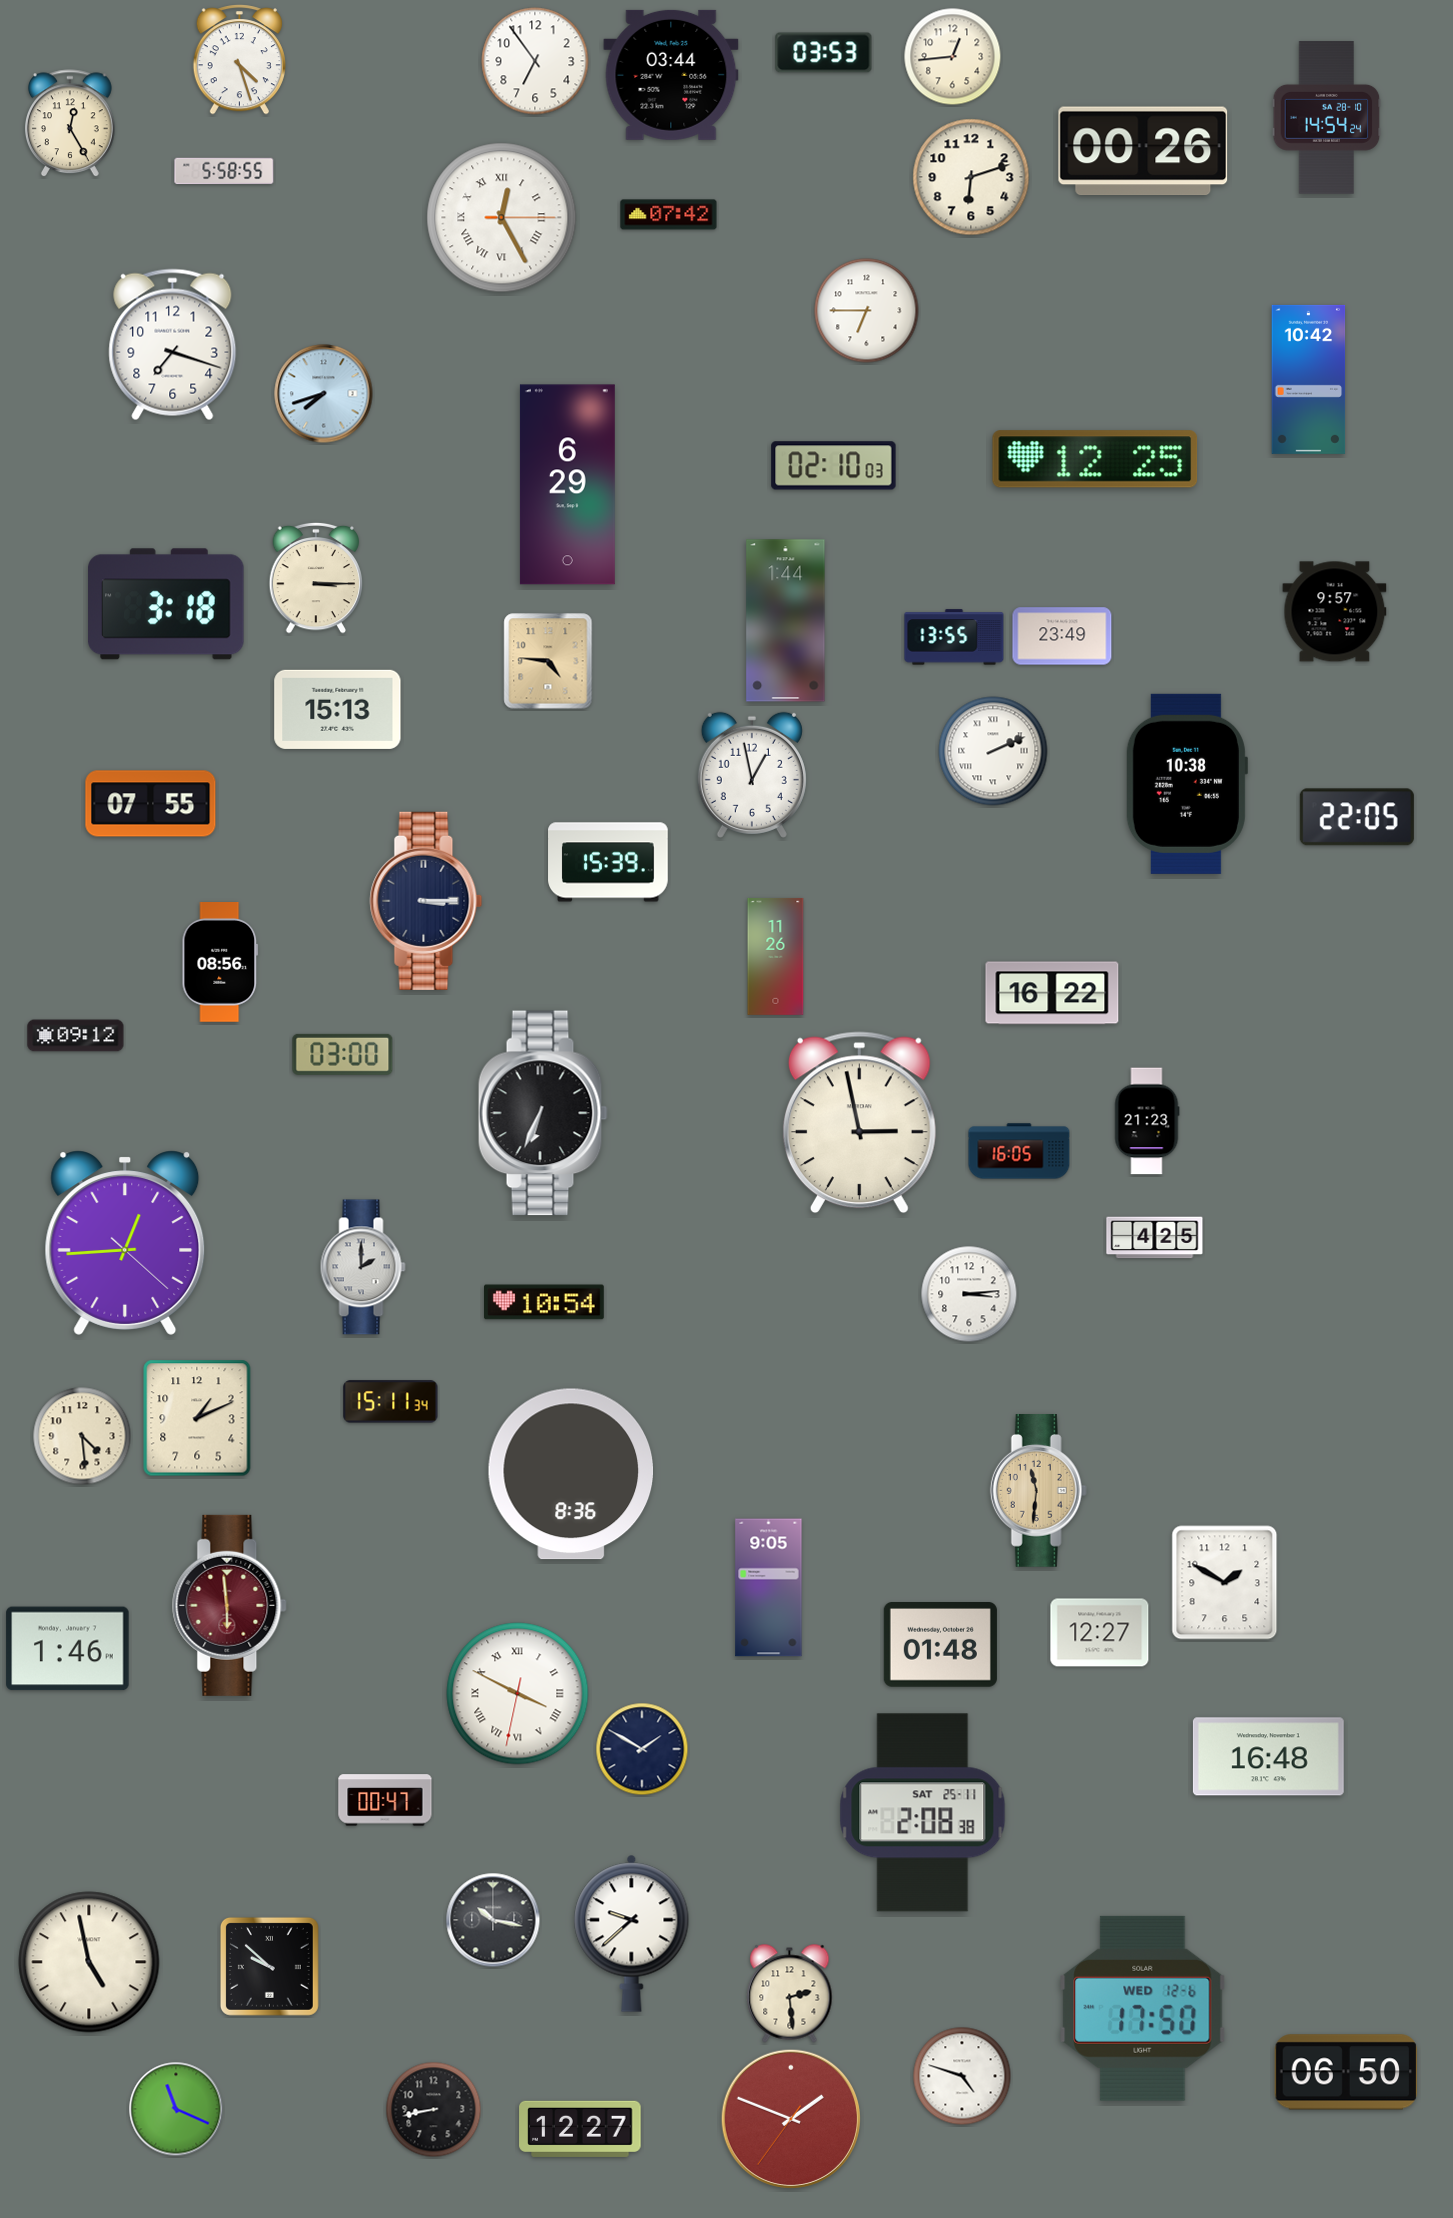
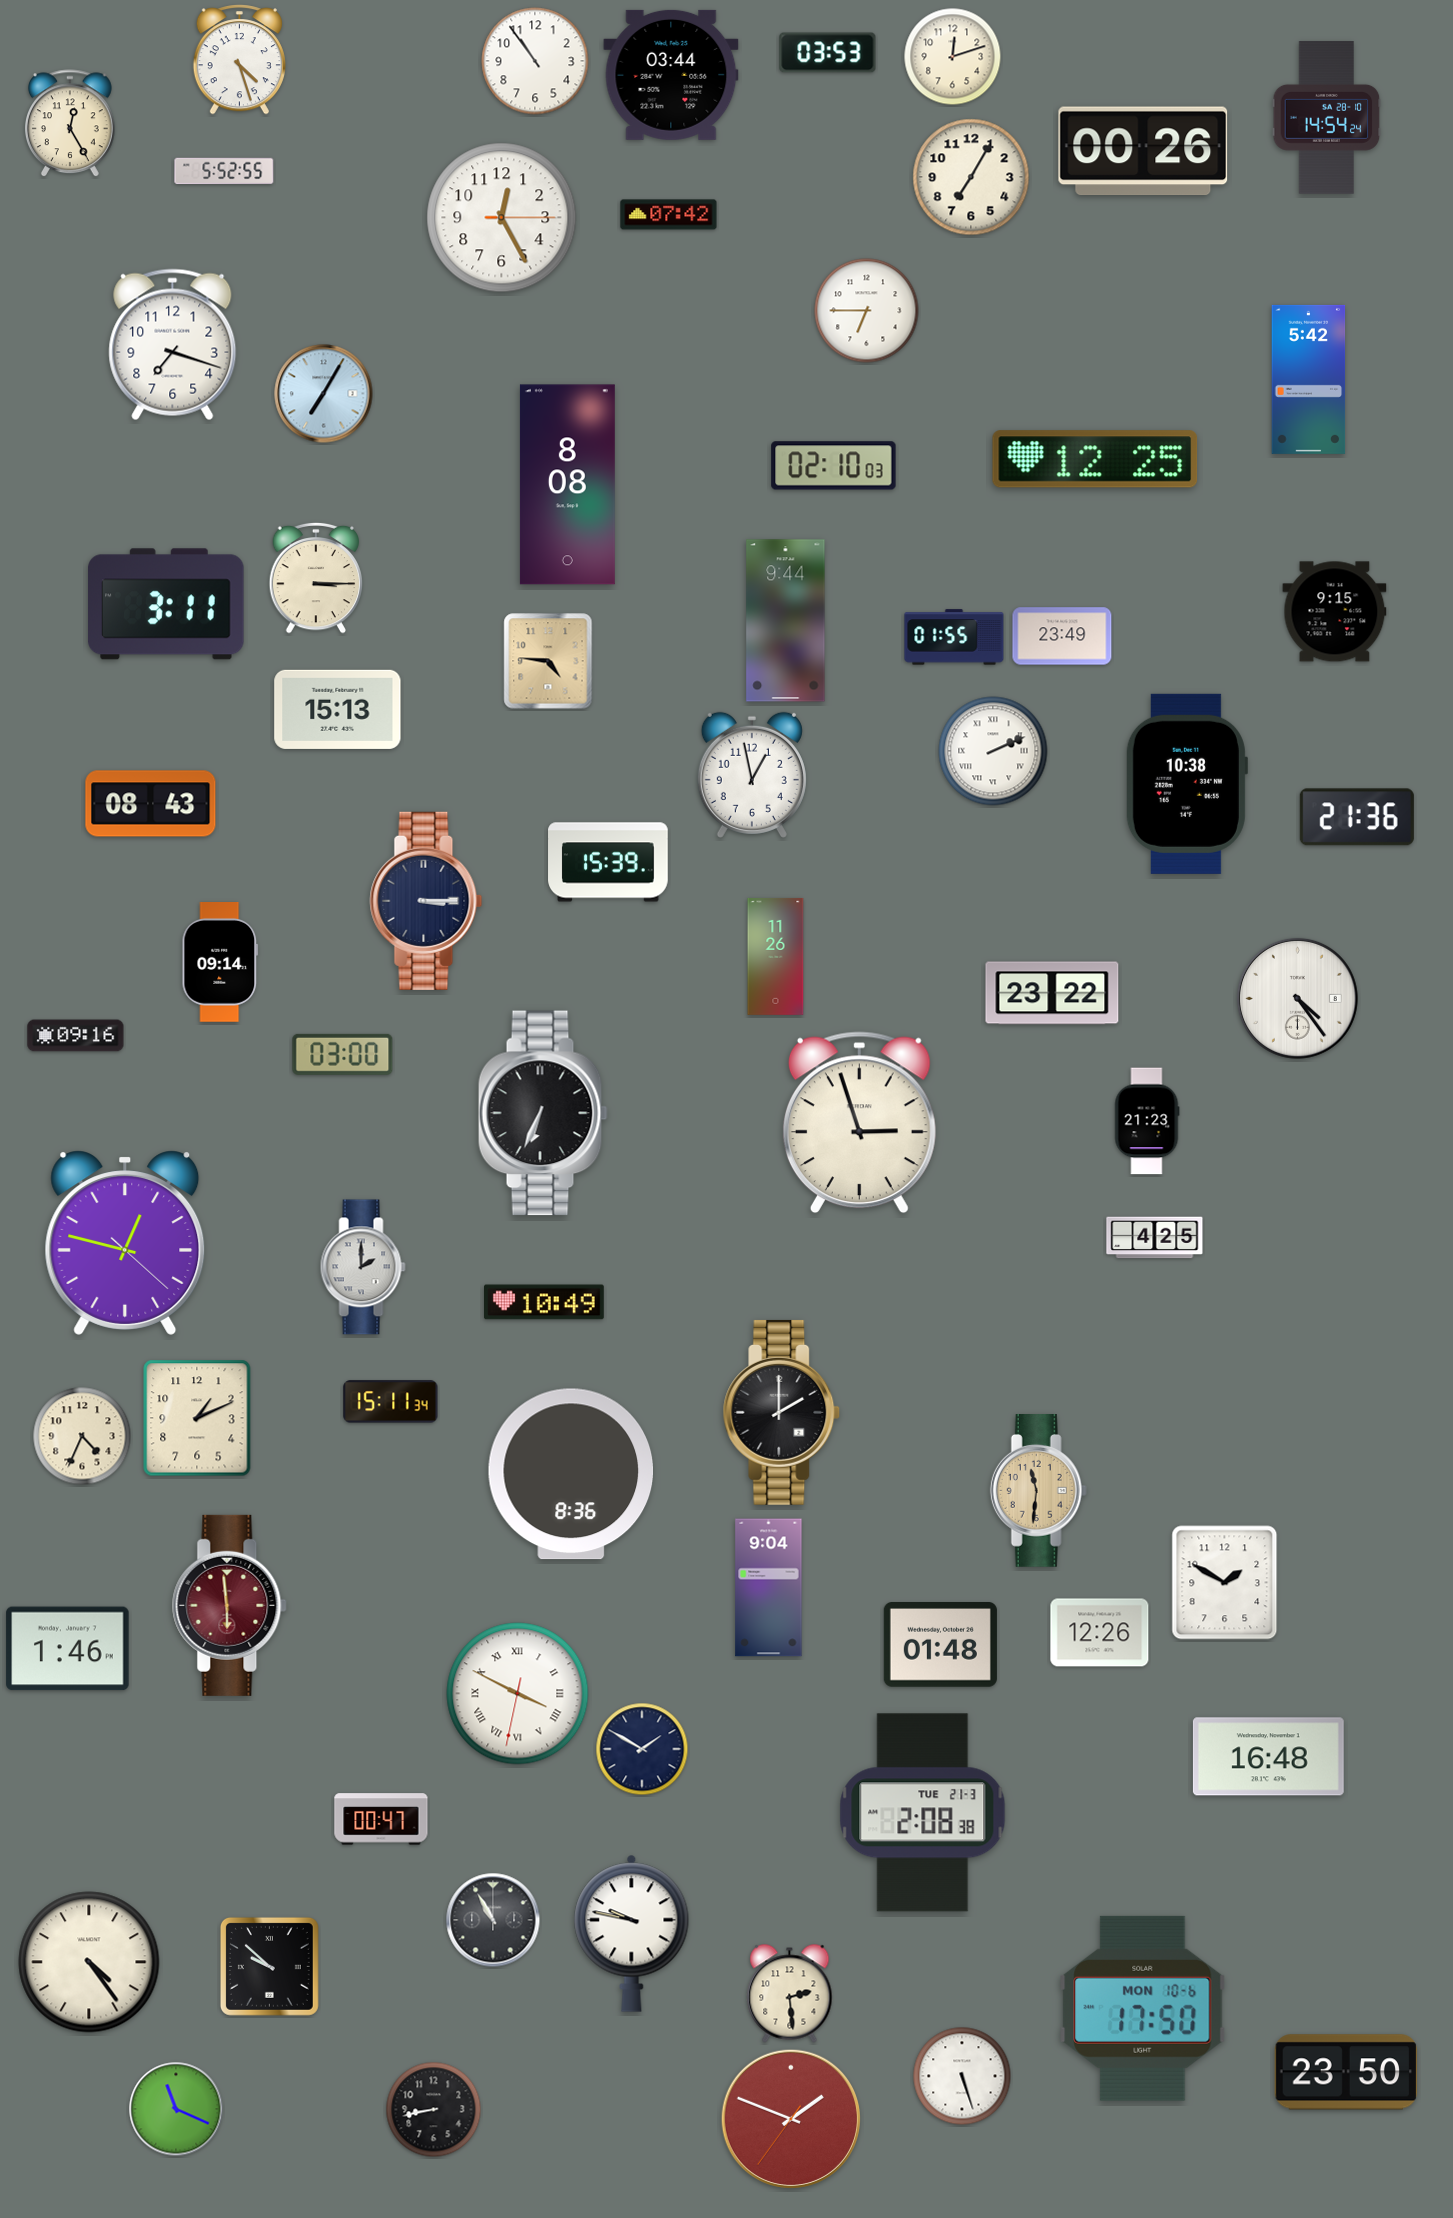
clock at (824, 53) position: (824, 53) -> (828, 53)
clock at (953, 57): 12:44 -> 12:12
clock at (535, 61): 6:54 -> 10:54
clock at (224, 171): 5:58 -> 5:52
clock at (971, 177): 6:12 -> 7:05
clock at (502, 218) numerals: Roman -> Arabic
clock at (1309, 379): 10:42 -> 5:42
clock at (324, 394): 7:42 -> 7:05
clock at (567, 485): 6:29 -> 8:08
clock at (166, 604): 3:18 -> 3:11
clock at (1335, 612): 9:57 -> 9:15
clock at (786, 621): 1:44 -> 9:44
clock at (954, 637): 13:55 -> 01:55
clock at (151, 804): 07:55 -> 08:43
clock at (1357, 817): 22:05 -> 21:36
clock at (220, 962): 08:56 -> 09:14
clock at (1052, 993): 16:22 -> 23:22
clock at (1297, 998): none -> 4:24
clock at (76, 1036): 09:12 -> 09:16
clock at (859, 1123): 2:58 -> 2:57
clock at (1019, 1151): 16:05 -> none
clock at (125, 1243): 12:44 -> 12:47
clock at (969, 1294): 3:14 -> none
clock at (545, 1302): 10:54 -> 10:49
clock at (782, 1412): none -> 2:00
clock at (82, 1436): 4:29 -> 4:34
clock at (769, 1588): 9:05 -> 9:04
clock at (1100, 1633): 12:27 -> 12:26
clock at (385, 1800) position: (385, 1800) -> (381, 1819)
clock at (923, 1813) date: SAT 25-11 -> TUE 21-3
clock at (493, 1920): 10:17 -> 10:55
clock at (632, 1933): 9:38 -> 9:47
clock at (89, 1962): 4:58 -> 4:24
clock at (1143, 2008) date: WED 12-6 -> MON 10-6
clock at (1346, 2072): 06:50 -> 23:50
clock at (962, 2076): 4:48 -> 5:27
clock at (580, 2129): 12:27 -> none
